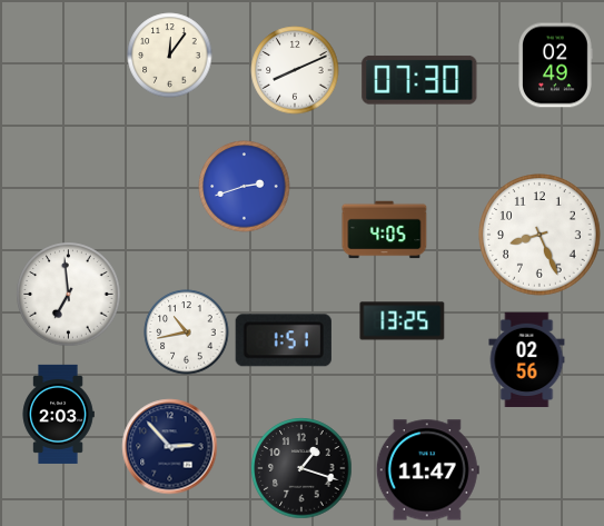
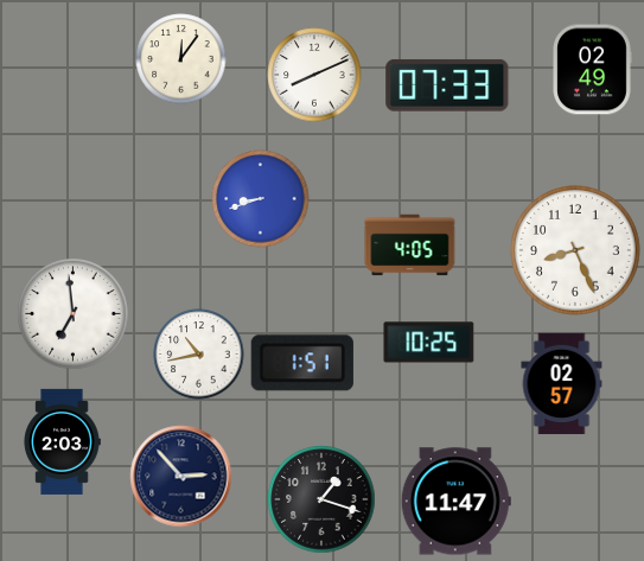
clock at (419, 80): 07:30 -> 07:33
clock at (245, 187): 2:42 -> 8:42
clock at (403, 321): 13:25 -> 10:25
clock at (527, 360): 02:56 -> 02:57
